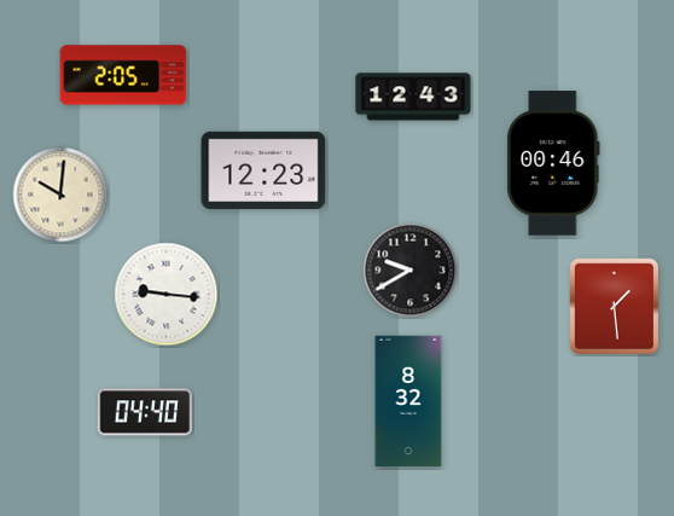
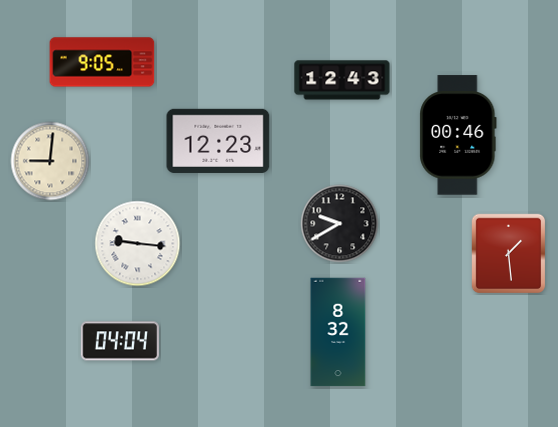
clock at (123, 75): 2:05 -> 9:05
clock at (60, 195): 10:01 -> 9:01
clock at (145, 412): 04:40 -> 04:04
